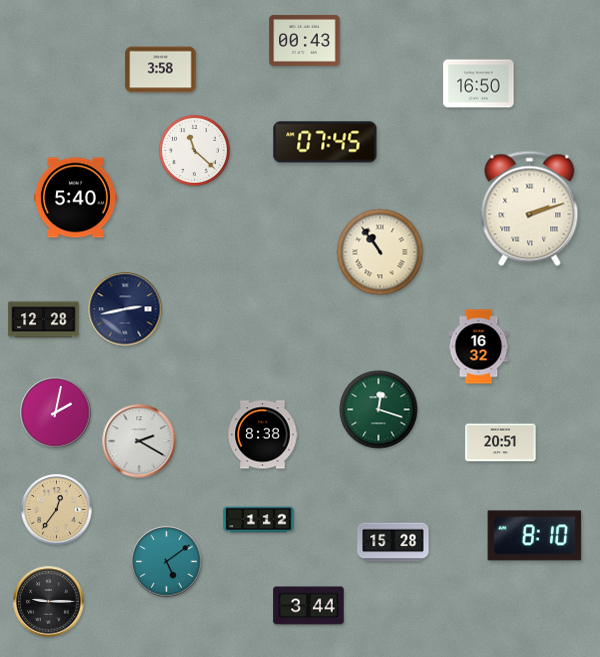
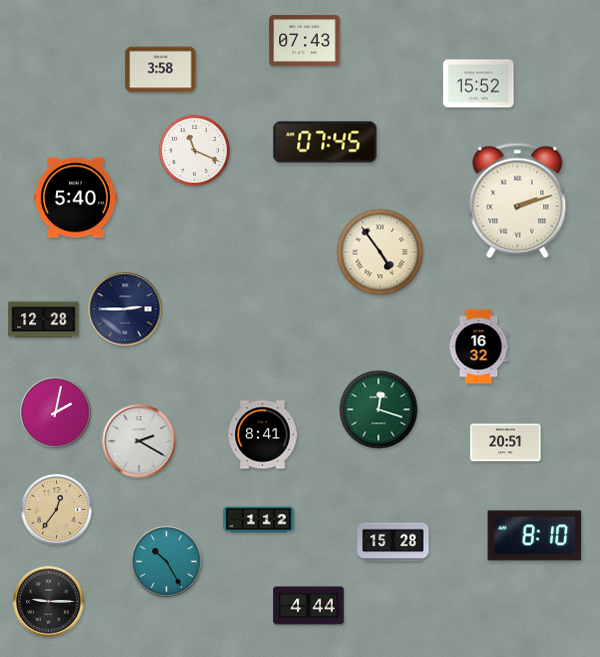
clock at (305, 40): 00:43 -> 07:43
clock at (479, 84): 16:50 -> 15:52
clock at (194, 150): 11:22 -> 11:19
clock at (530, 209) position: (530, 209) -> (518, 201)
clock at (380, 252): 10:54 -> 4:54
clock at (125, 309): 2:43 -> 2:45
clock at (263, 435): 8:38 -> 8:41
clock at (501, 443) position: (501, 443) -> (506, 443)
clock at (167, 562): 5:09 -> 10:25
clock at (309, 606): 3:44 -> 4:44
